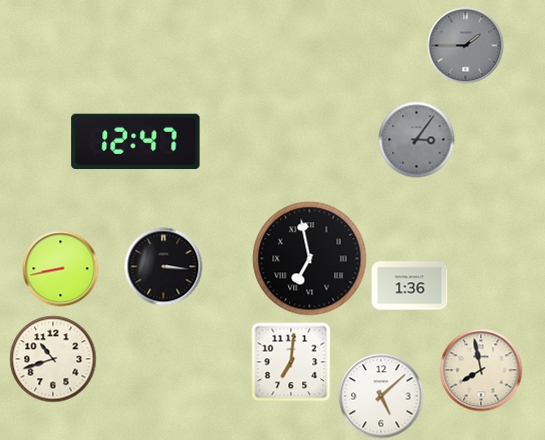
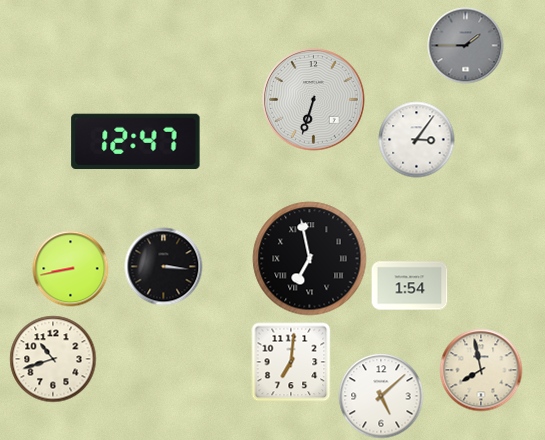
clock at (314, 100): none -> 6:33
clock at (417, 140) dial: grey -> white
clock at (61, 269) position: (61, 269) -> (71, 269)
clock at (410, 286): 1:36 -> 1:54
